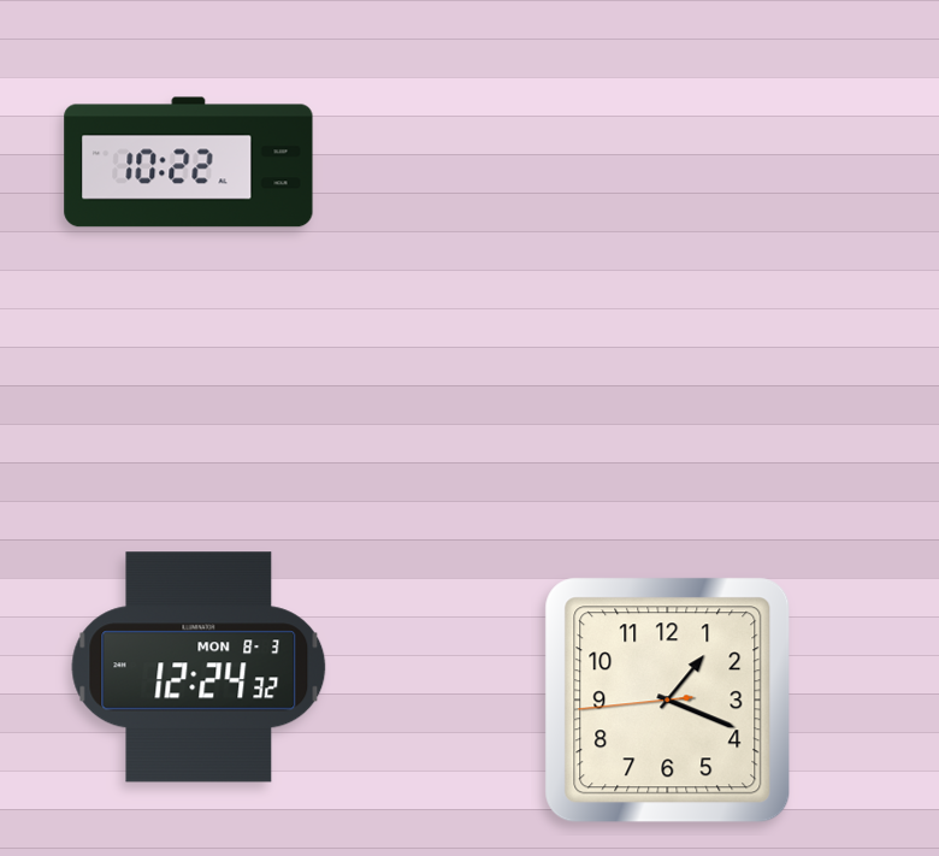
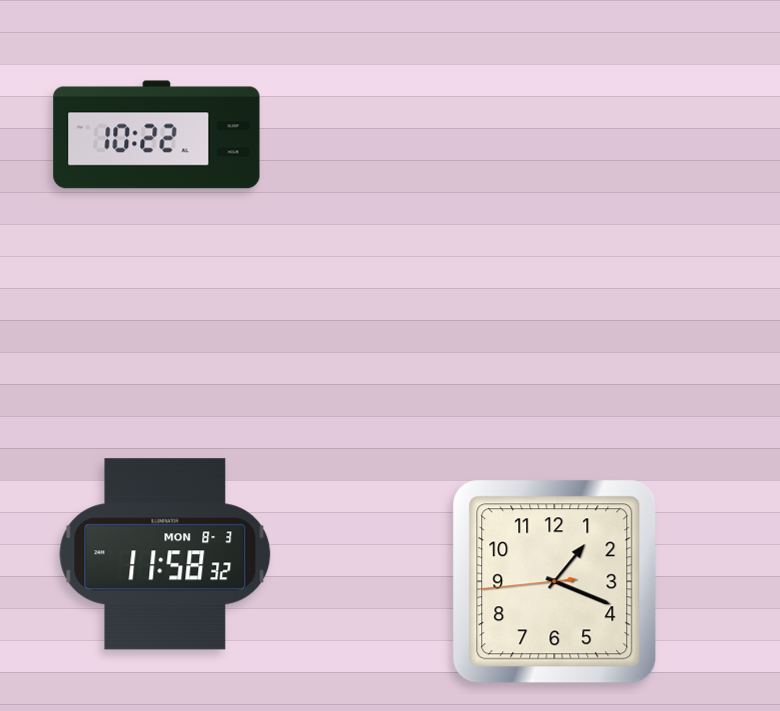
clock at (199, 667): 12:24 -> 11:58
